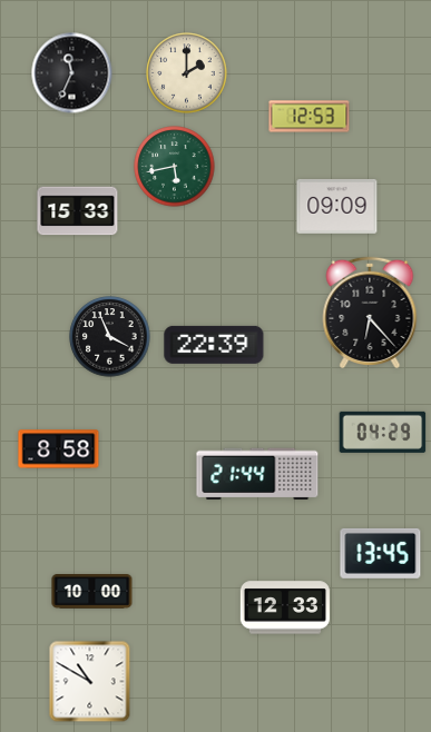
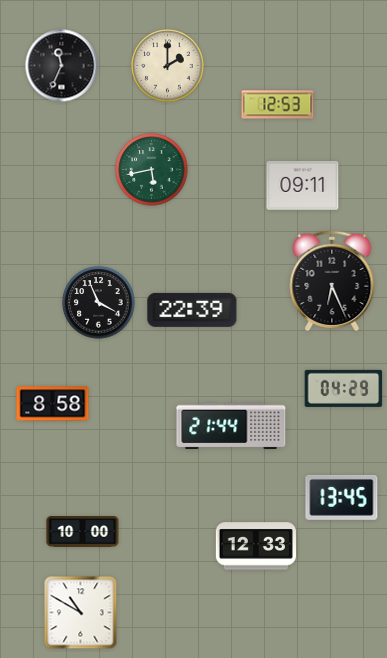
clock at (72, 73) position: (72, 73) -> (62, 66)
clock at (175, 167) position: (175, 167) -> (152, 170)
clock at (337, 206): 09:09 -> 09:11
clock at (78, 211): 15:33 -> none
clock at (370, 311): 6:23 -> 6:26
